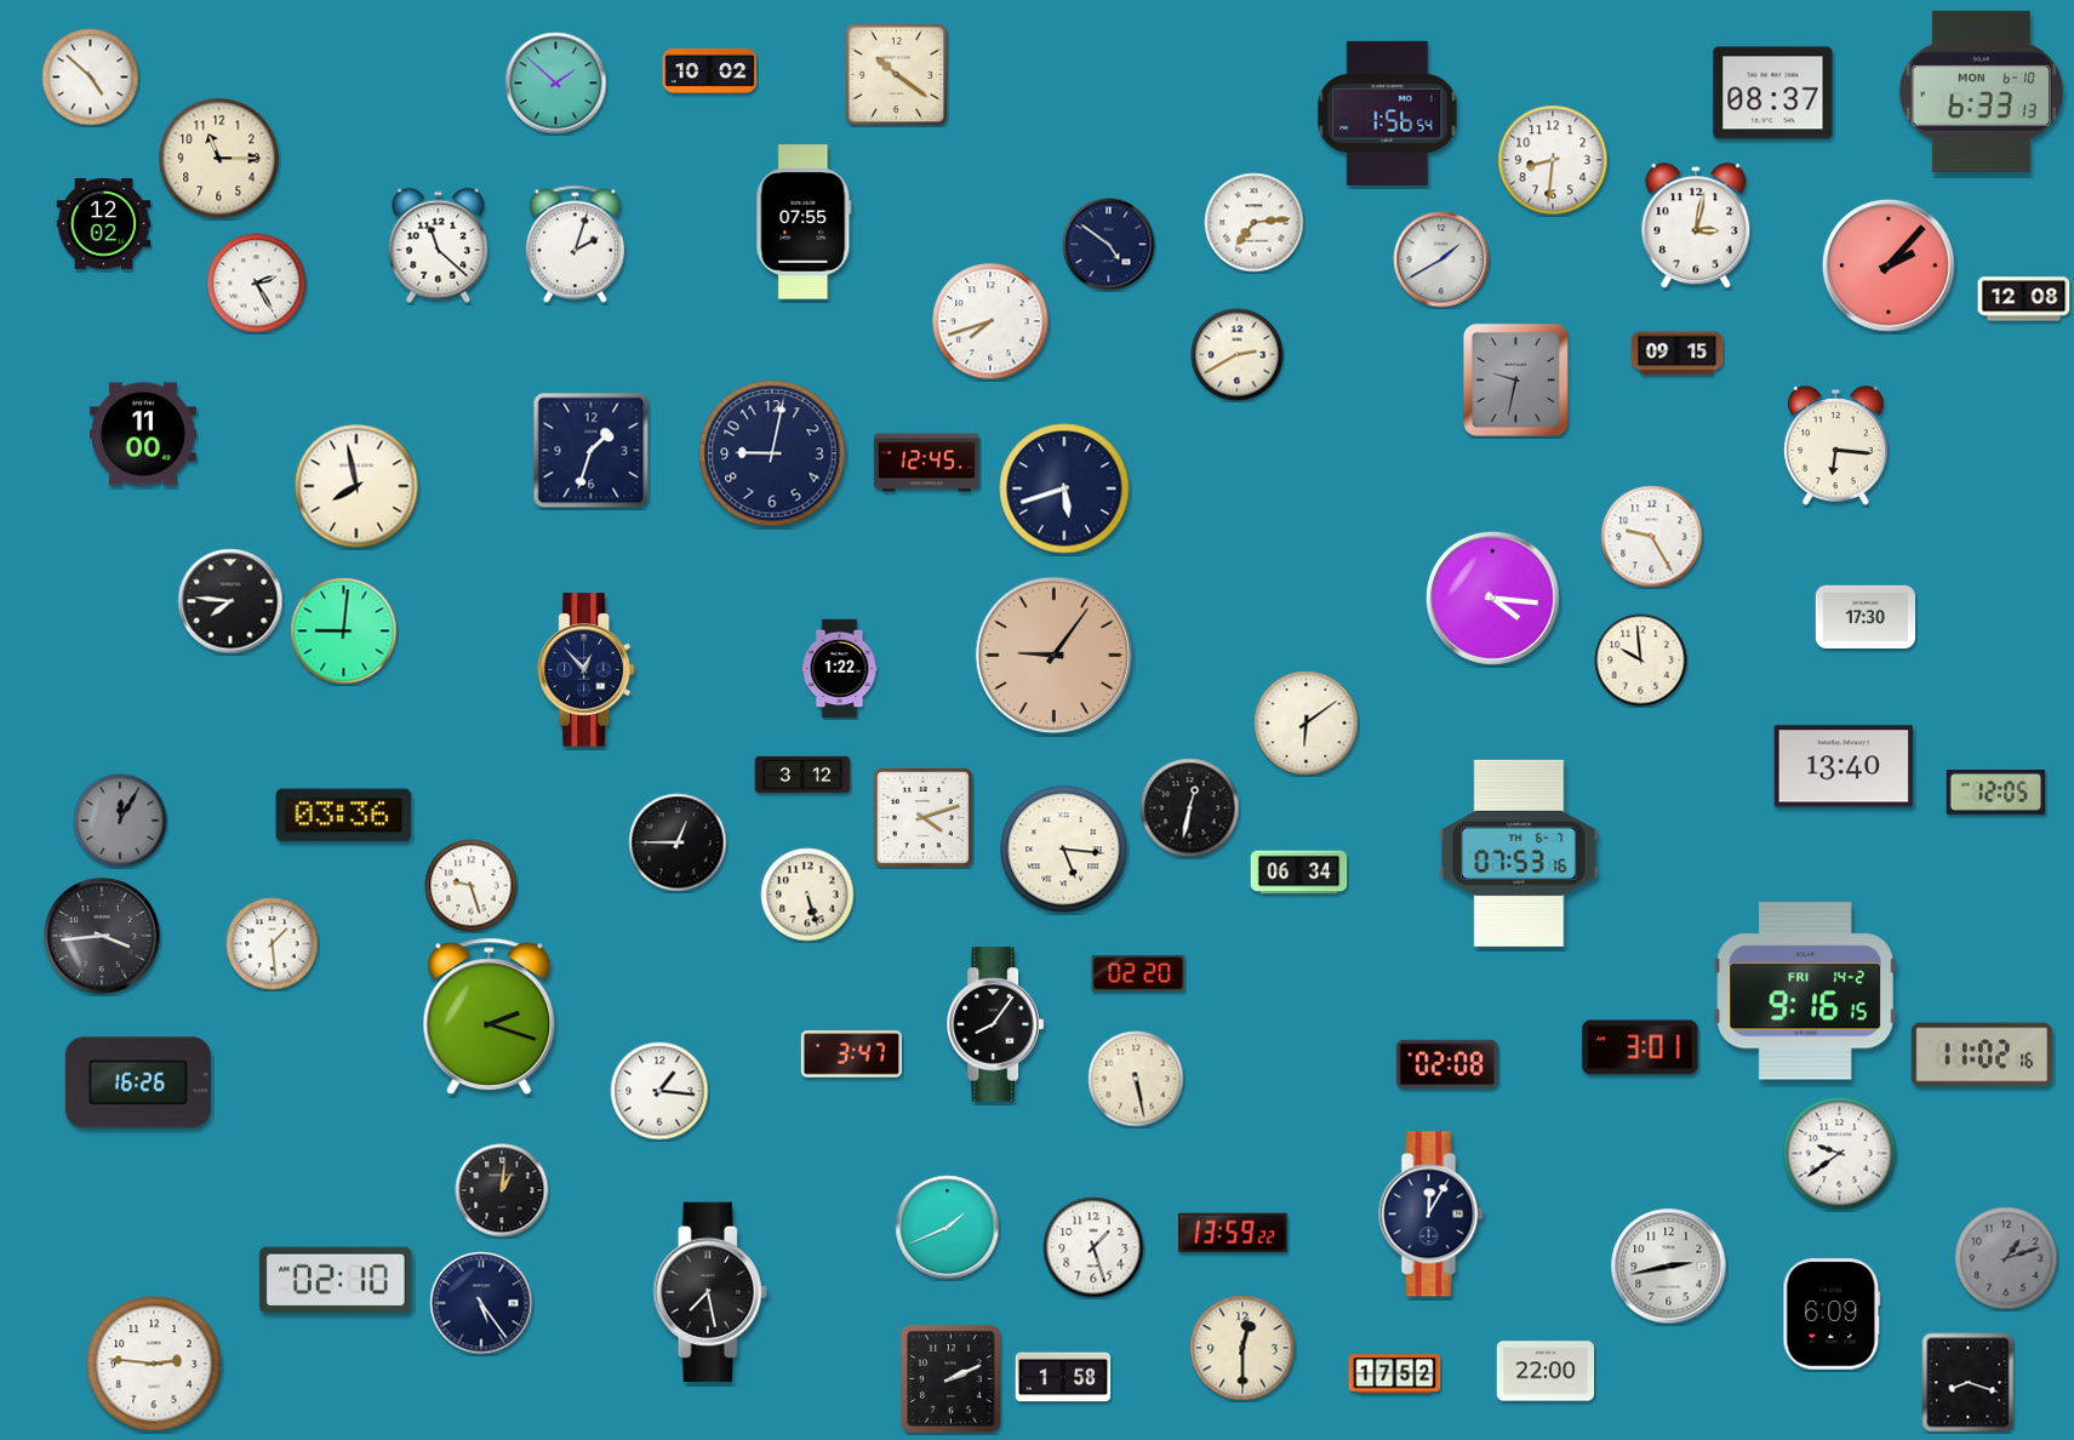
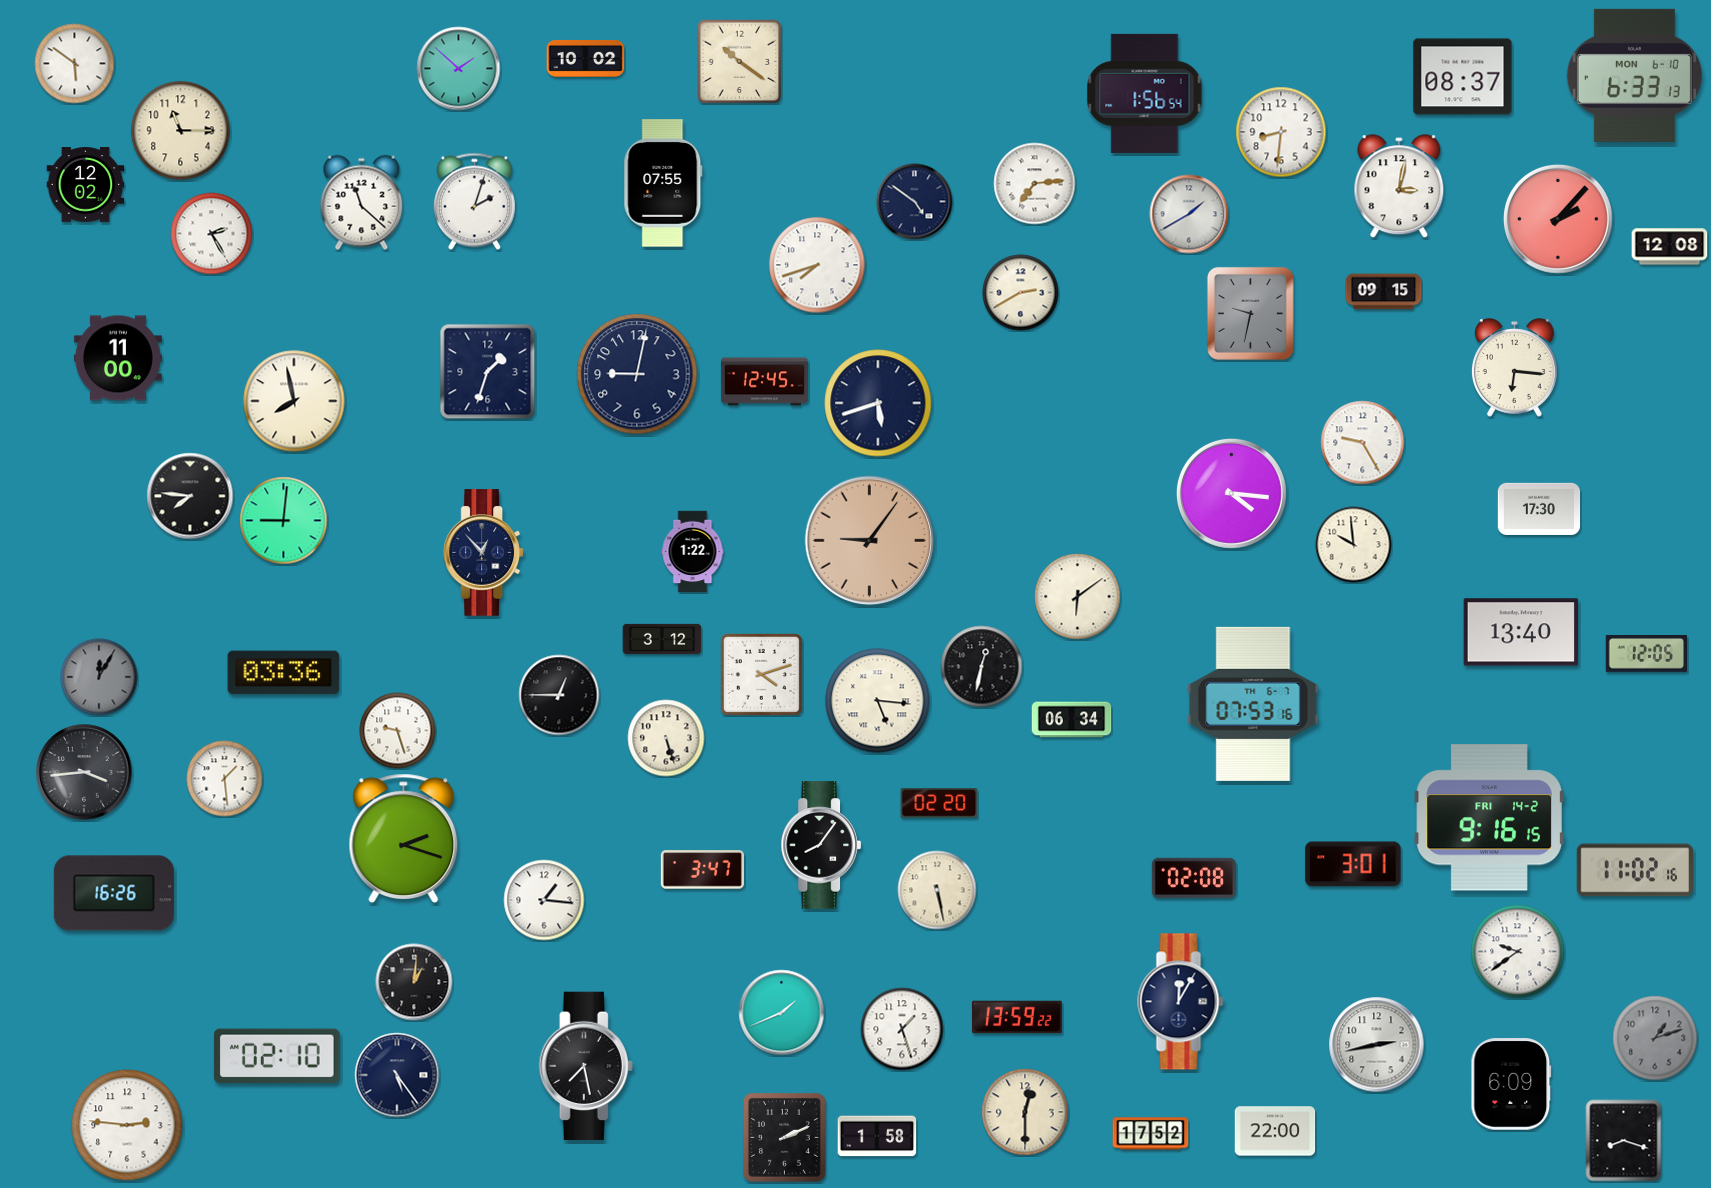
clock at (91, 78): 4:52 -> 5:51
clock at (472, 886) position: (472, 886) -> (398, 731)
